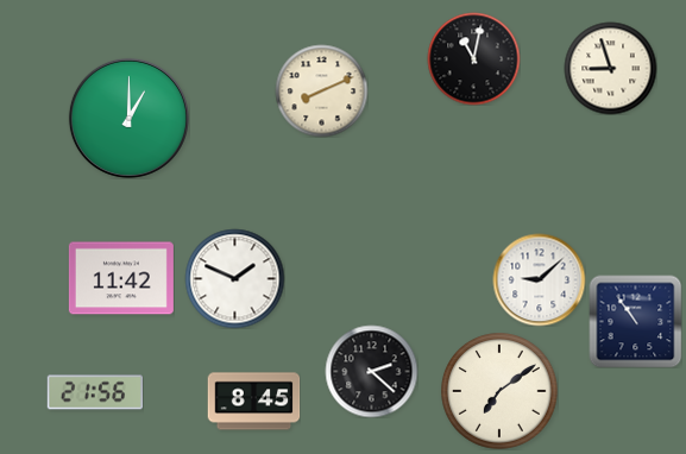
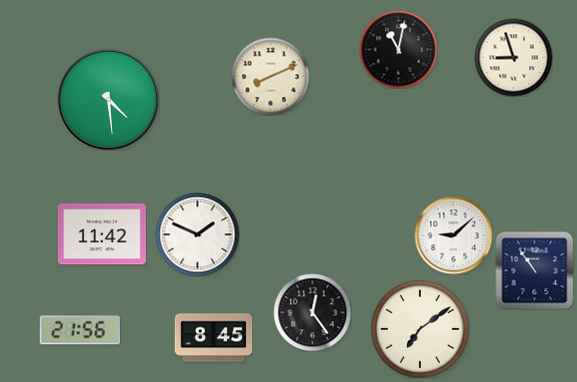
clock at (128, 118): 1:00 -> 4:29
clock at (371, 371): 2:22 -> 12:24
